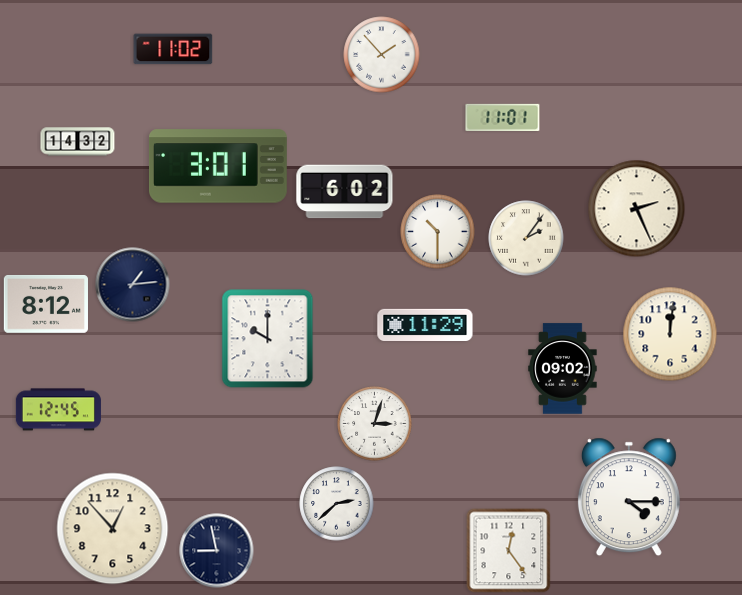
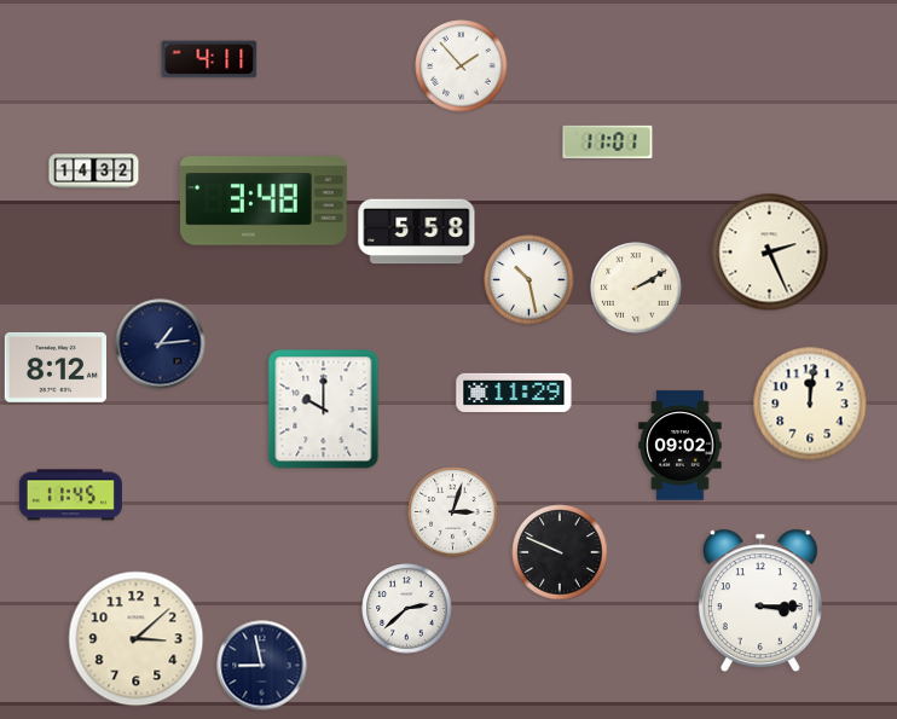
clock at (173, 49): 11:02 -> 4:11
clock at (219, 166): 3:01 -> 3:48
clock at (345, 192): 6:02 -> 5:58
clock at (438, 232): 10:30 -> 10:28
clock at (526, 238): 2:06 -> 2:10
clock at (58, 410): 12:45 -> 11:45
clock at (560, 552): none -> 9:49
clock at (629, 497): 4:15 -> 3:15
clock at (113, 529): 12:53 -> 3:08
clock at (509, 551): 12:24 -> none
